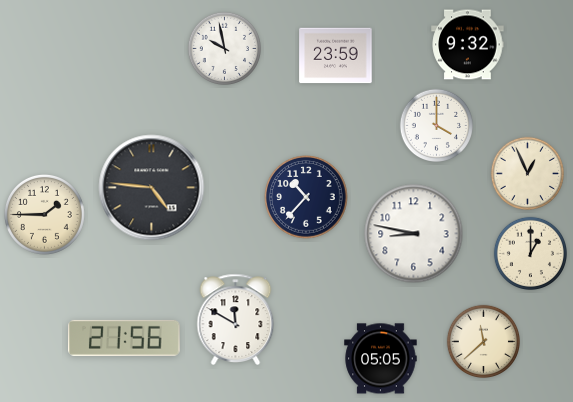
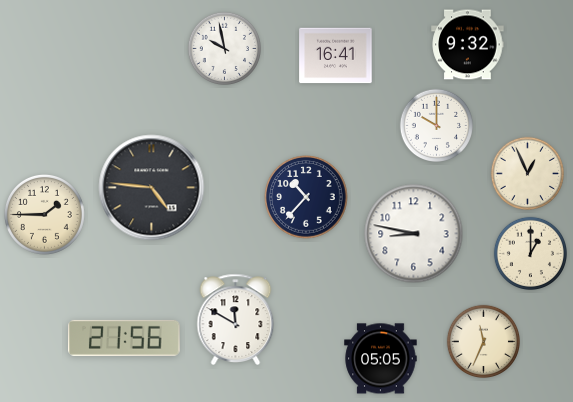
clock at (336, 56): 23:59 -> 16:41
clock at (436, 125): 4:00 -> 10:00
clock at (483, 341): 11:38 -> 11:34
